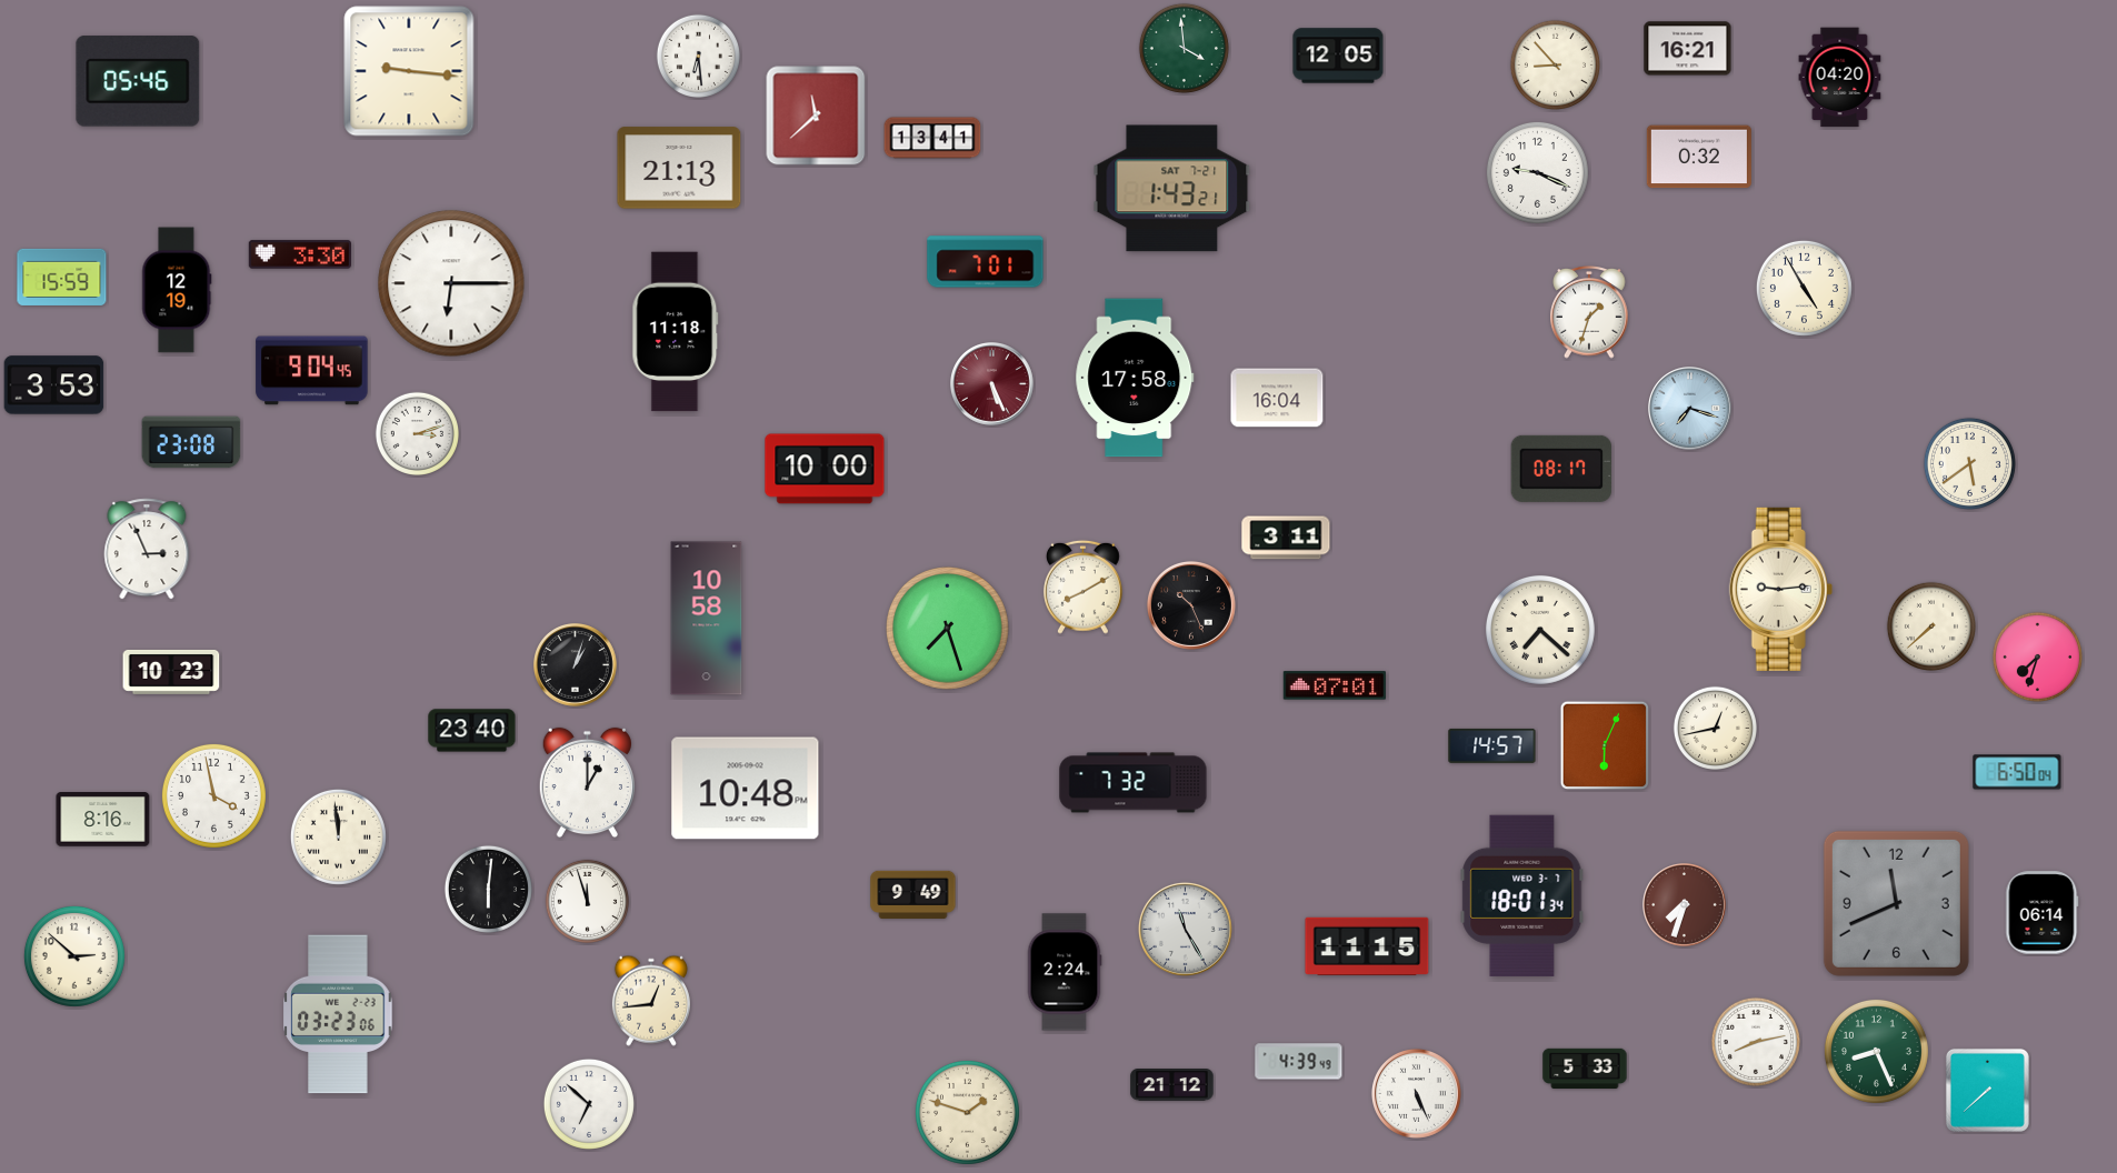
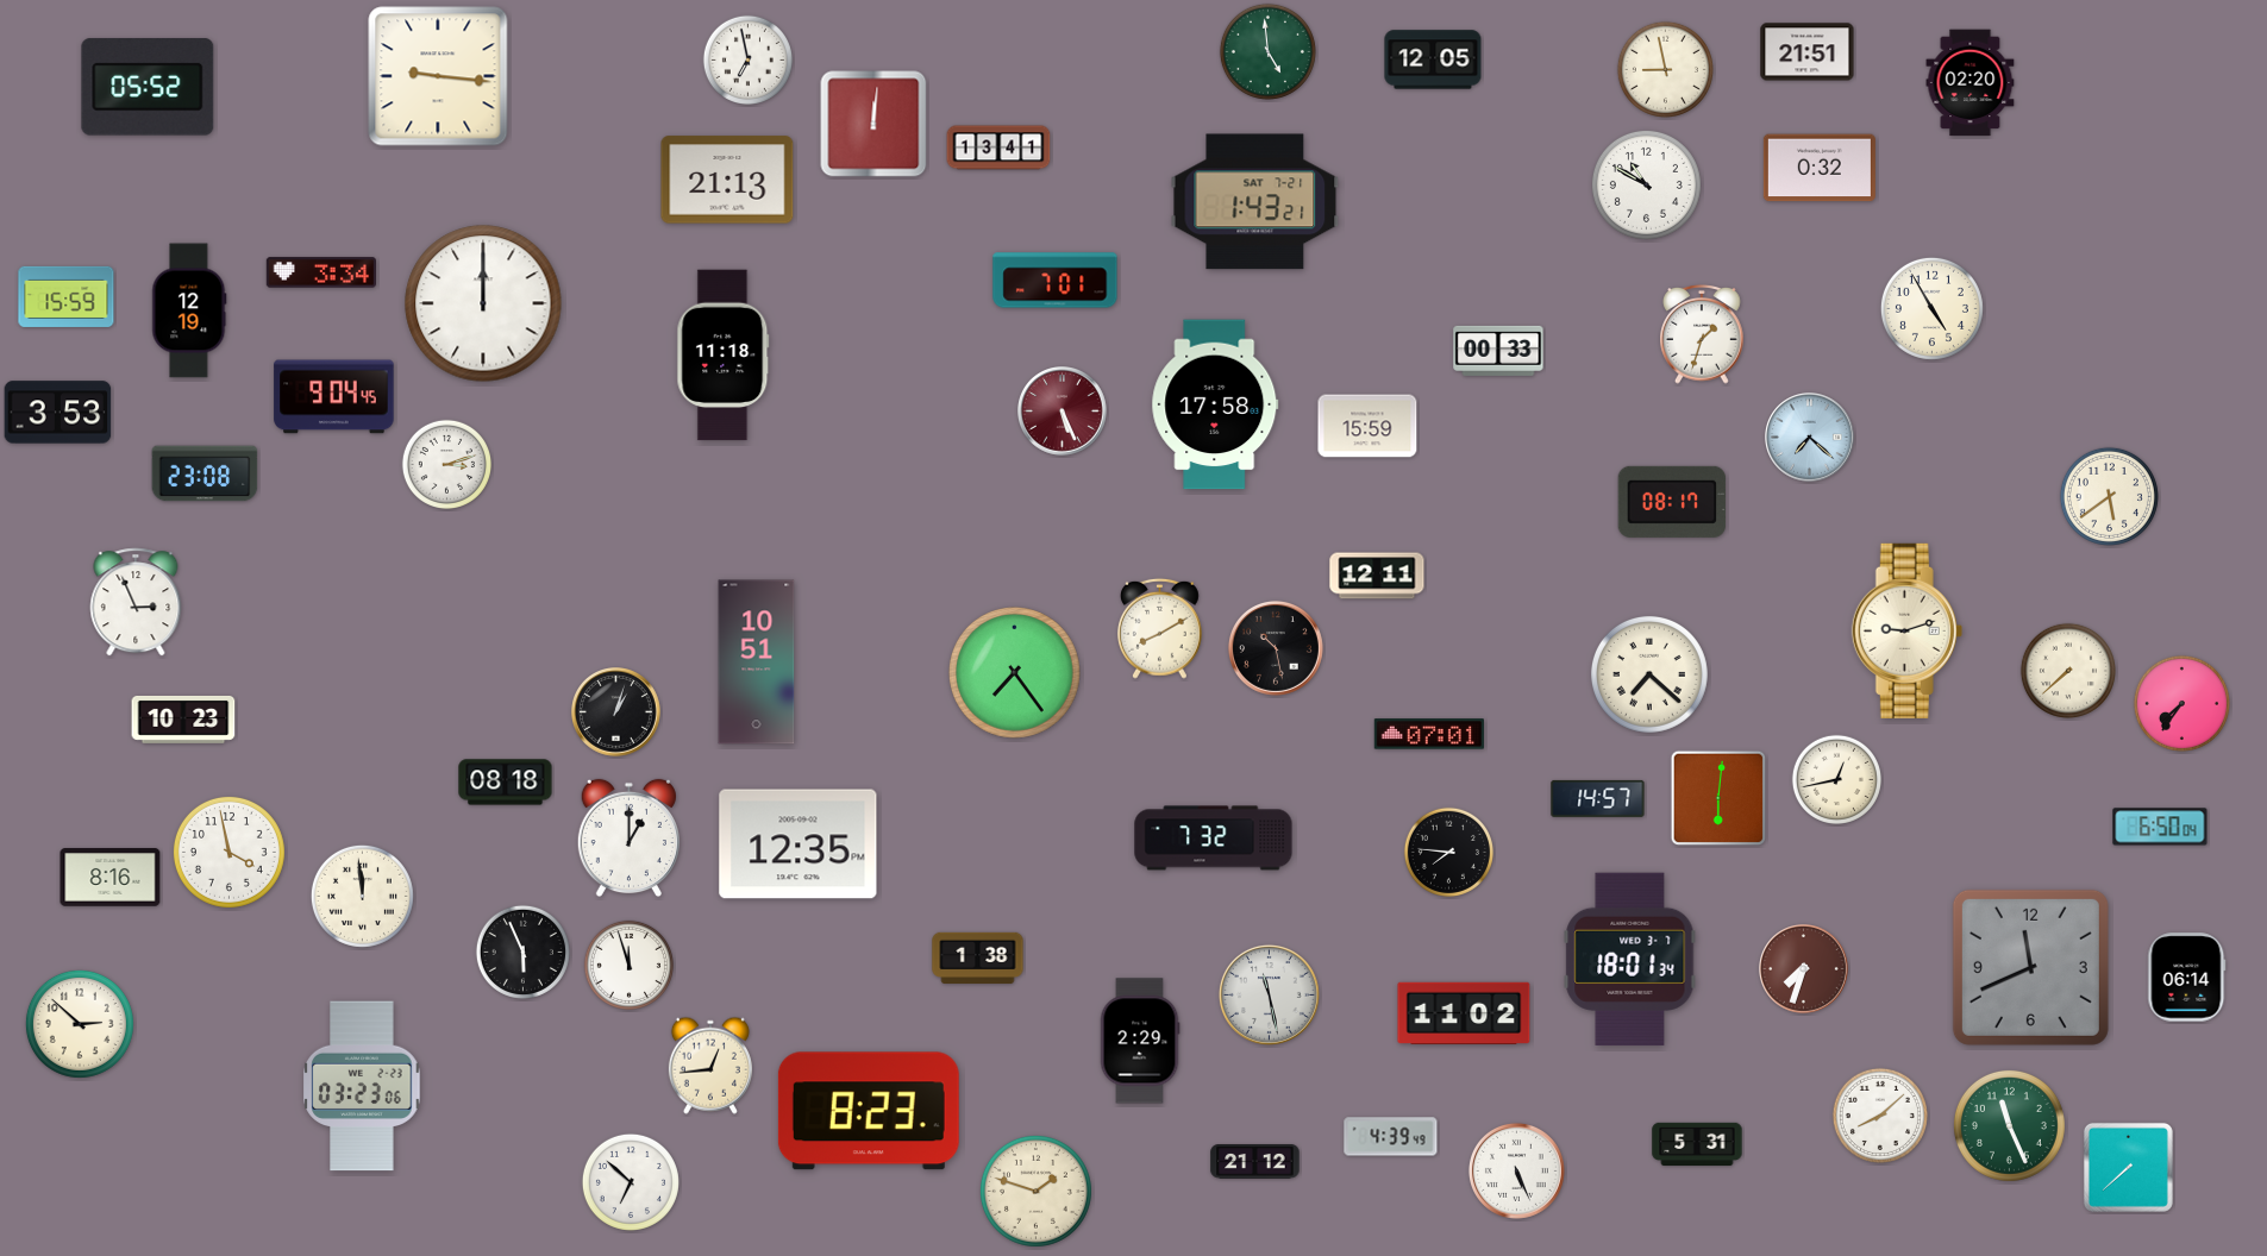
clock at (1184, 48): 3:59 -> 4:59
clock at (1688, 49): 16:21 -> 21:51
clock at (698, 56): 6:29 -> 6:58
clock at (1555, 64): 8:53 -> 8:58
clock at (1840, 78): 04:20 -> 02:20
clock at (138, 81): 05:46 -> 05:52
clock at (816, 116): 11:38 -> 12:01
clock at (1537, 172): 9:19 -> 10:50
clock at (299, 254): 3:30 -> 3:34
clock at (451, 283): 6:15 -> 12:00
clock at (1498, 351): none -> 00:33
clock at (1277, 398): 16:04 -> 15:59
clock at (1690, 409): 7:18 -> 7:22
clock at (825, 469): 10:00 -> none
clock at (1286, 538): 3:11 -> 12:11
clock at (147, 549) position: (147, 549) -> (136, 602)
clock at (1780, 589): 9:14 -> 9:12
clock at (1191, 605): 10:26 -> 10:28
clock at (707, 619): 10:58 -> 10:51
clock at (948, 629): 7:27 -> 7:24
clock at (2037, 656): 7:33 -> 7:36
clock at (472, 731): 23:40 -> 08:18
clock at (1605, 745): 6:04 -> 6:01
clock at (746, 789): 10:48 -> 12:35
clock at (1448, 852): none -> 7:46
clock at (488, 889): 6:01 -> 5:56
clock at (913, 895): 9:49 -> 1:38
clock at (1185, 929): 11:25 -> 11:28
clock at (1367, 945): 11:15 -> 11:02
clock at (1065, 972): 2:24 -> 2:29
clock at (651, 1001) position: (651, 1001) -> (710, 1066)
clock at (869, 1111): none -> 8:23
clock at (1756, 1042): 8:13 -> 8:08
clock at (1876, 1051): 8:26 -> 11:26
clock at (1585, 1069): 5:33 -> 5:31
